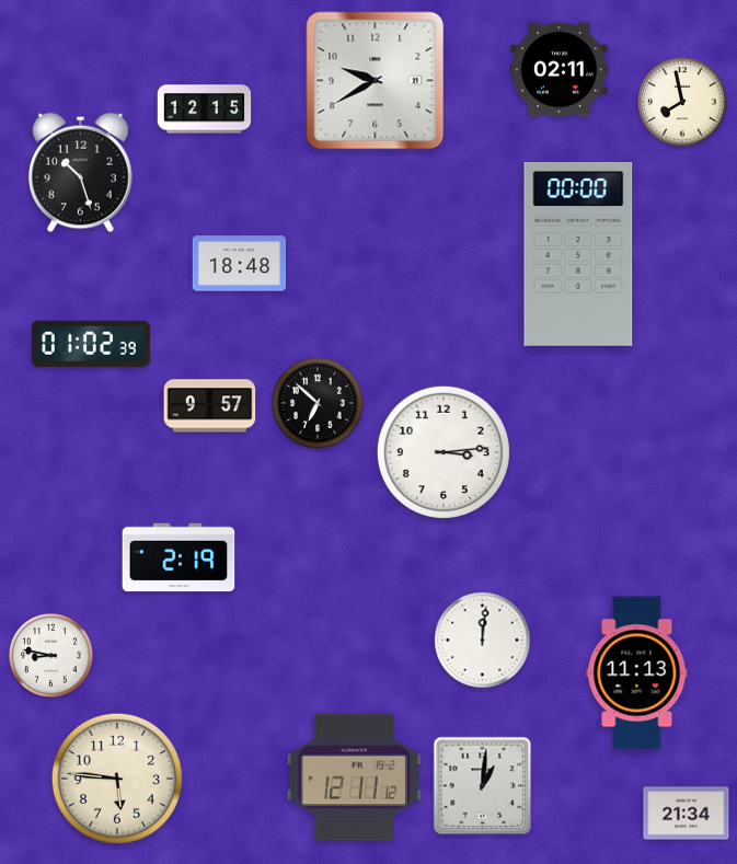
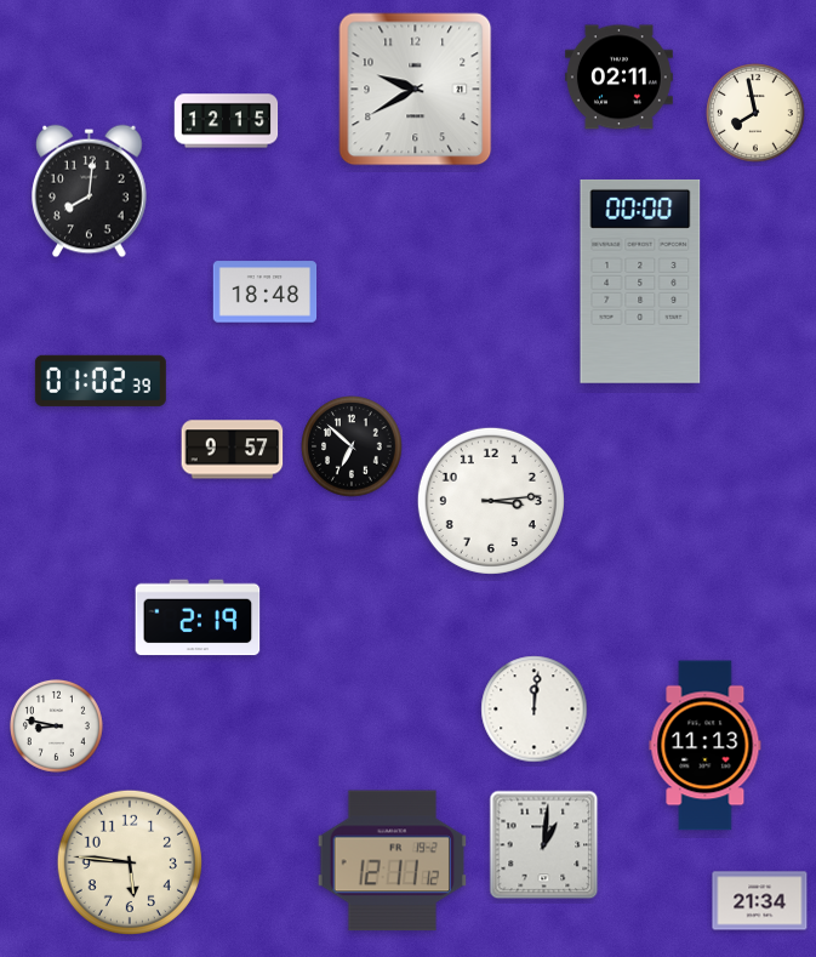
clock at (81, 173): 10:27 -> 8:01
clock at (483, 786) position: (483, 786) -> (544, 845)
